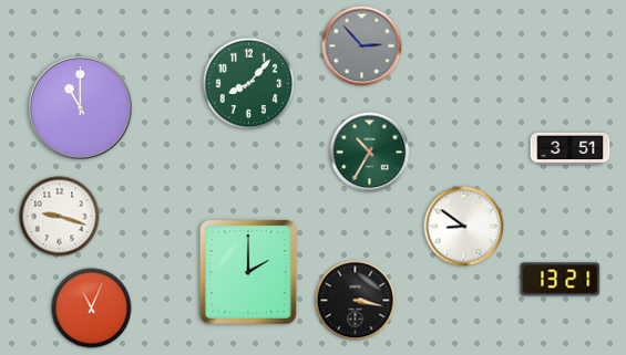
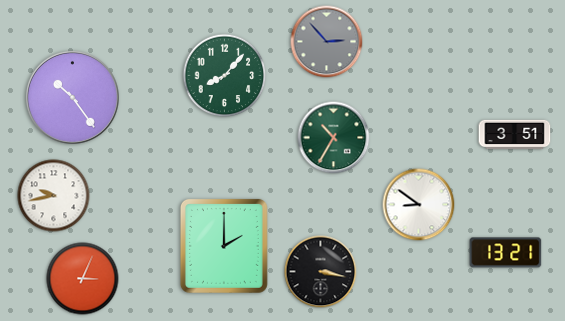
clock at (80, 107): 11:00 -> 10:24
clock at (60, 217): 9:18 -> 9:43
clock at (92, 309): 11:04 -> 3:04
